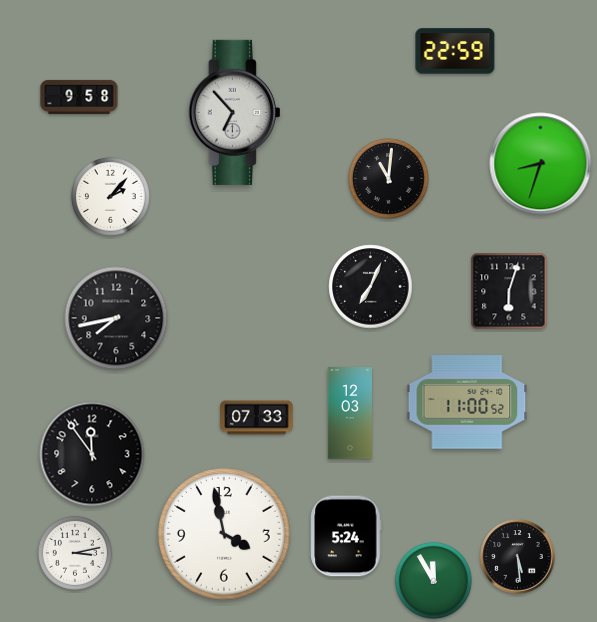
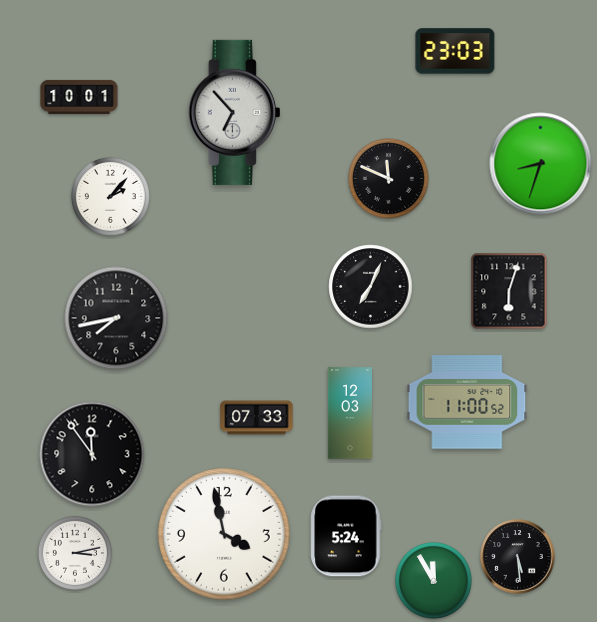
clock at (455, 51): 22:59 -> 23:03
clock at (79, 97): 9:58 -> 10:01
clock at (389, 179): 11:01 -> 11:49
